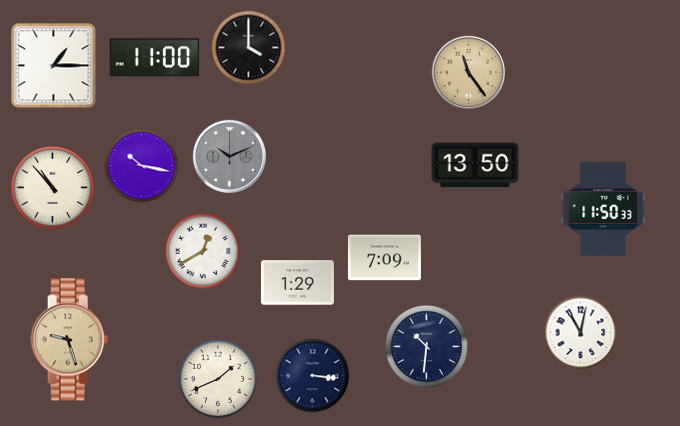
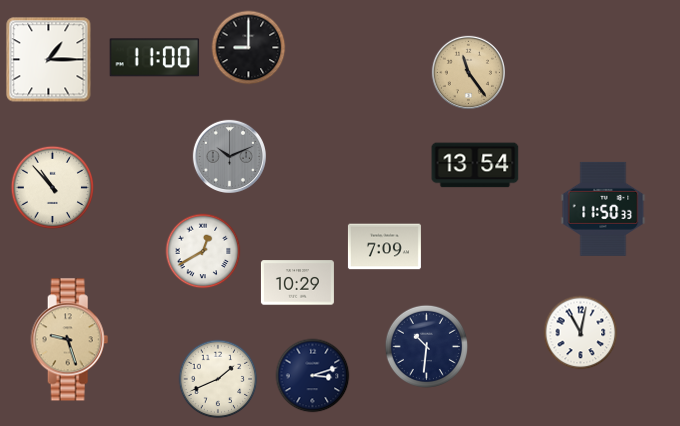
clock at (249, 48): 4:00 -> 9:00
clock at (54, 66) position: (54, 66) -> (49, 60)
clock at (475, 165): 13:50 -> 13:54
clock at (142, 166): 10:17 -> none
clock at (384, 258) position: (384, 258) -> (384, 247)
clock at (297, 283): 1:29 -> 10:29
clock at (313, 376): 3:16 -> 3:12
